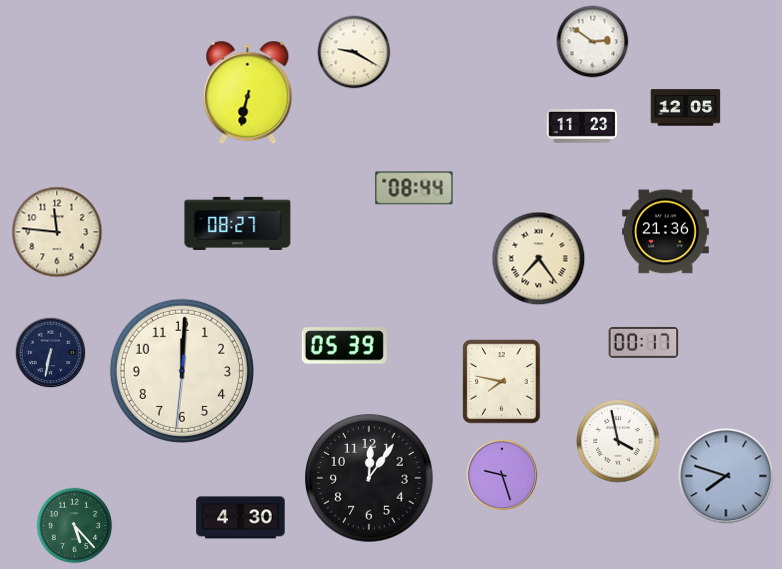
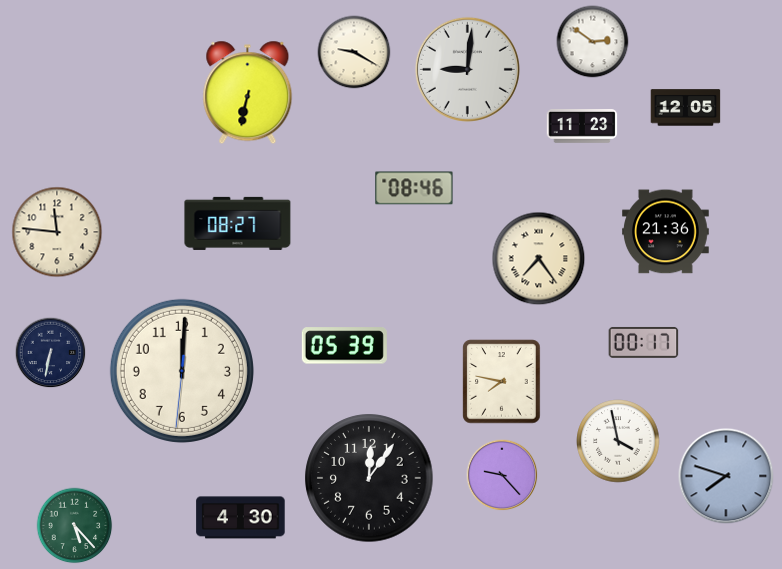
clock at (467, 69): none -> 9:01
clock at (414, 188): 08:44 -> 08:46
clock at (502, 475): 9:27 -> 9:23
